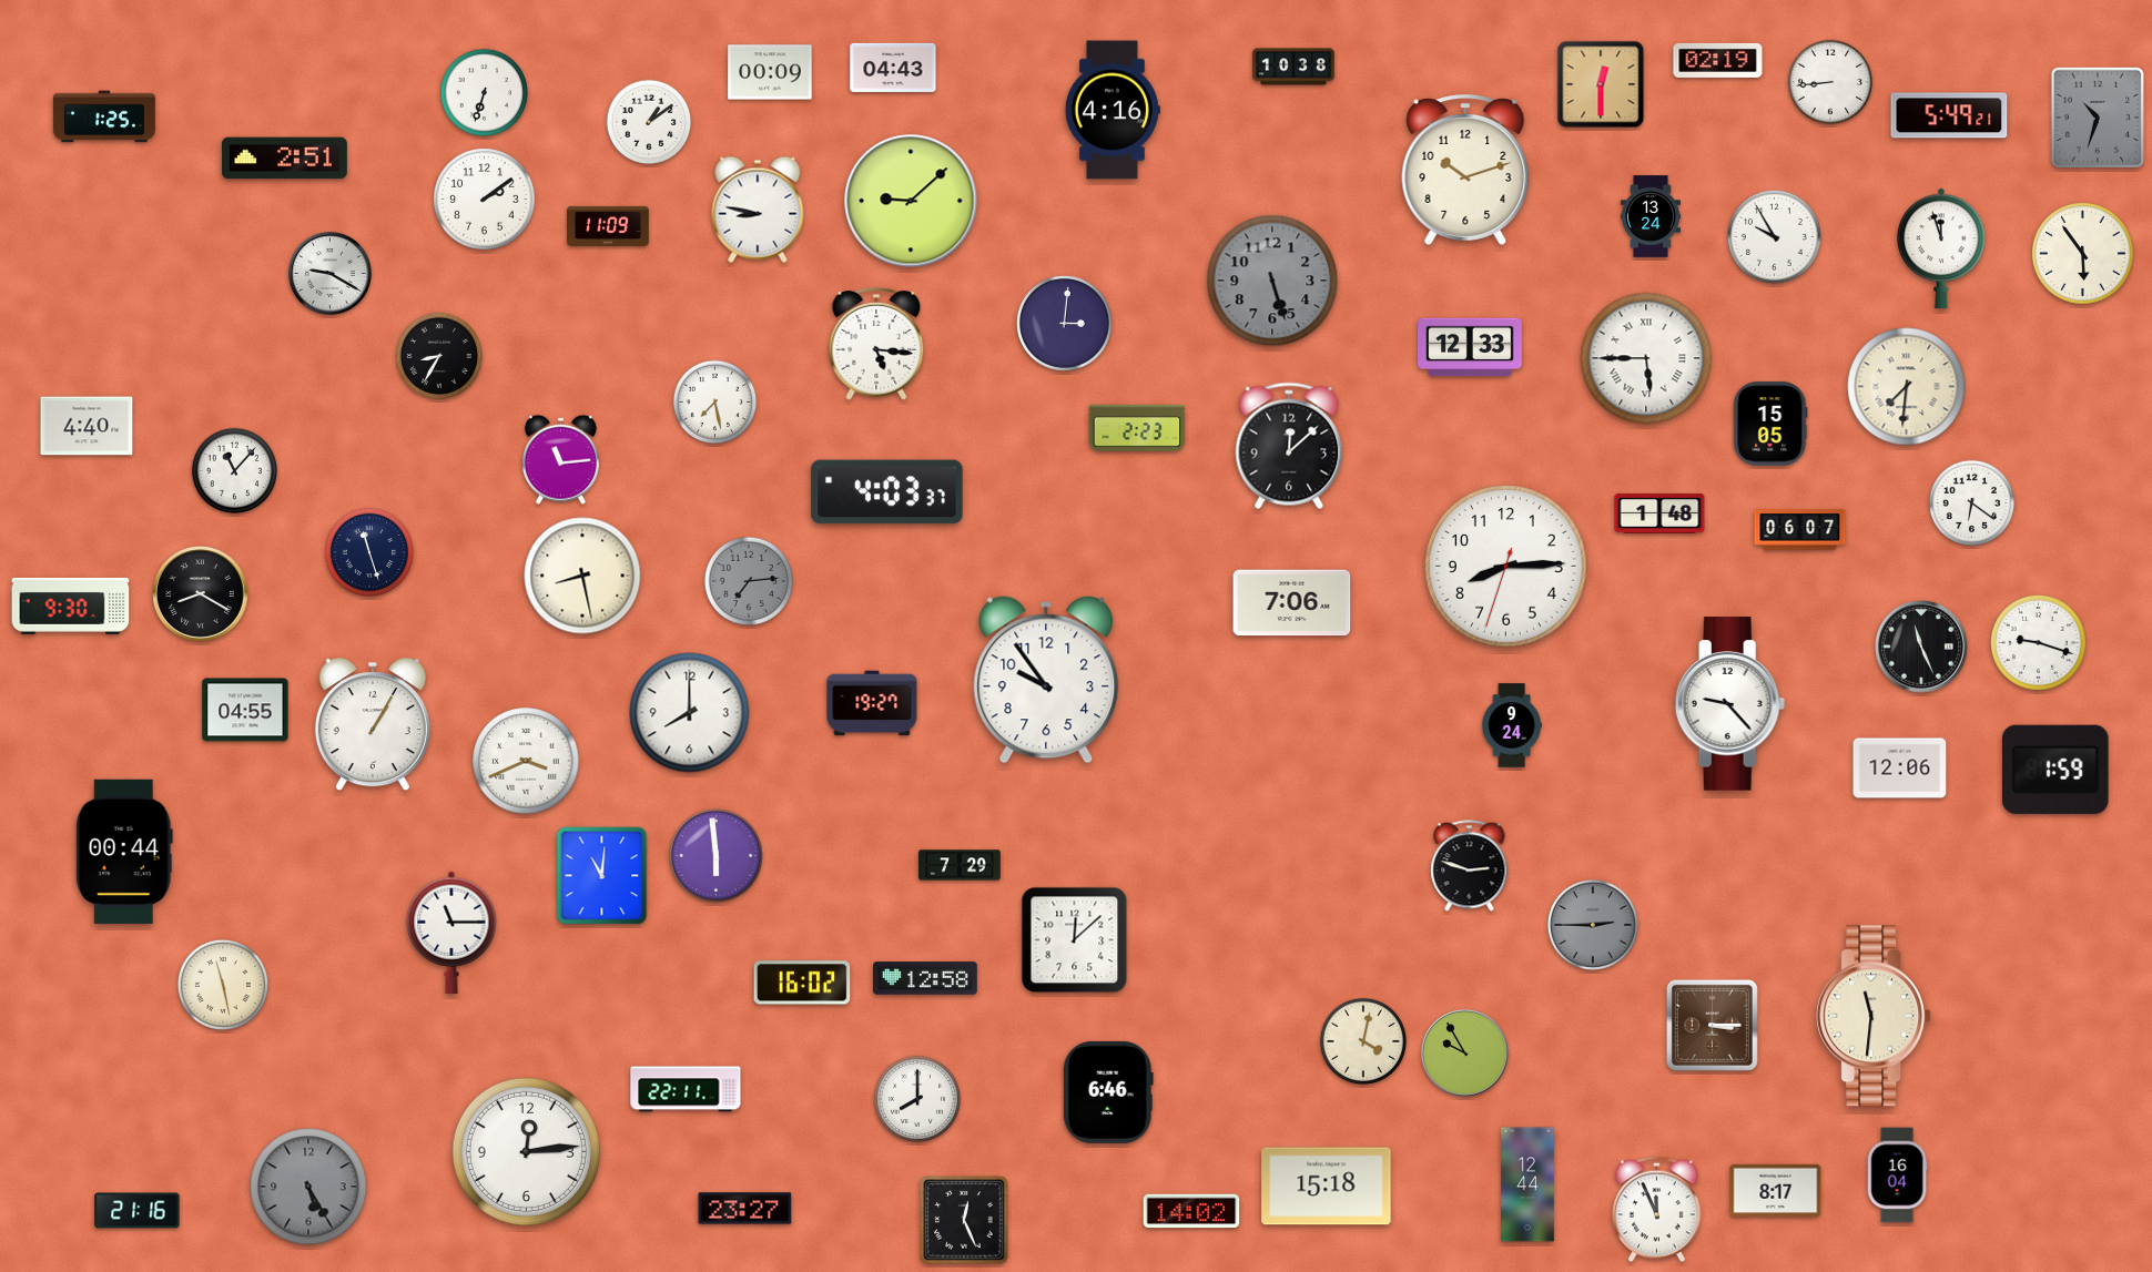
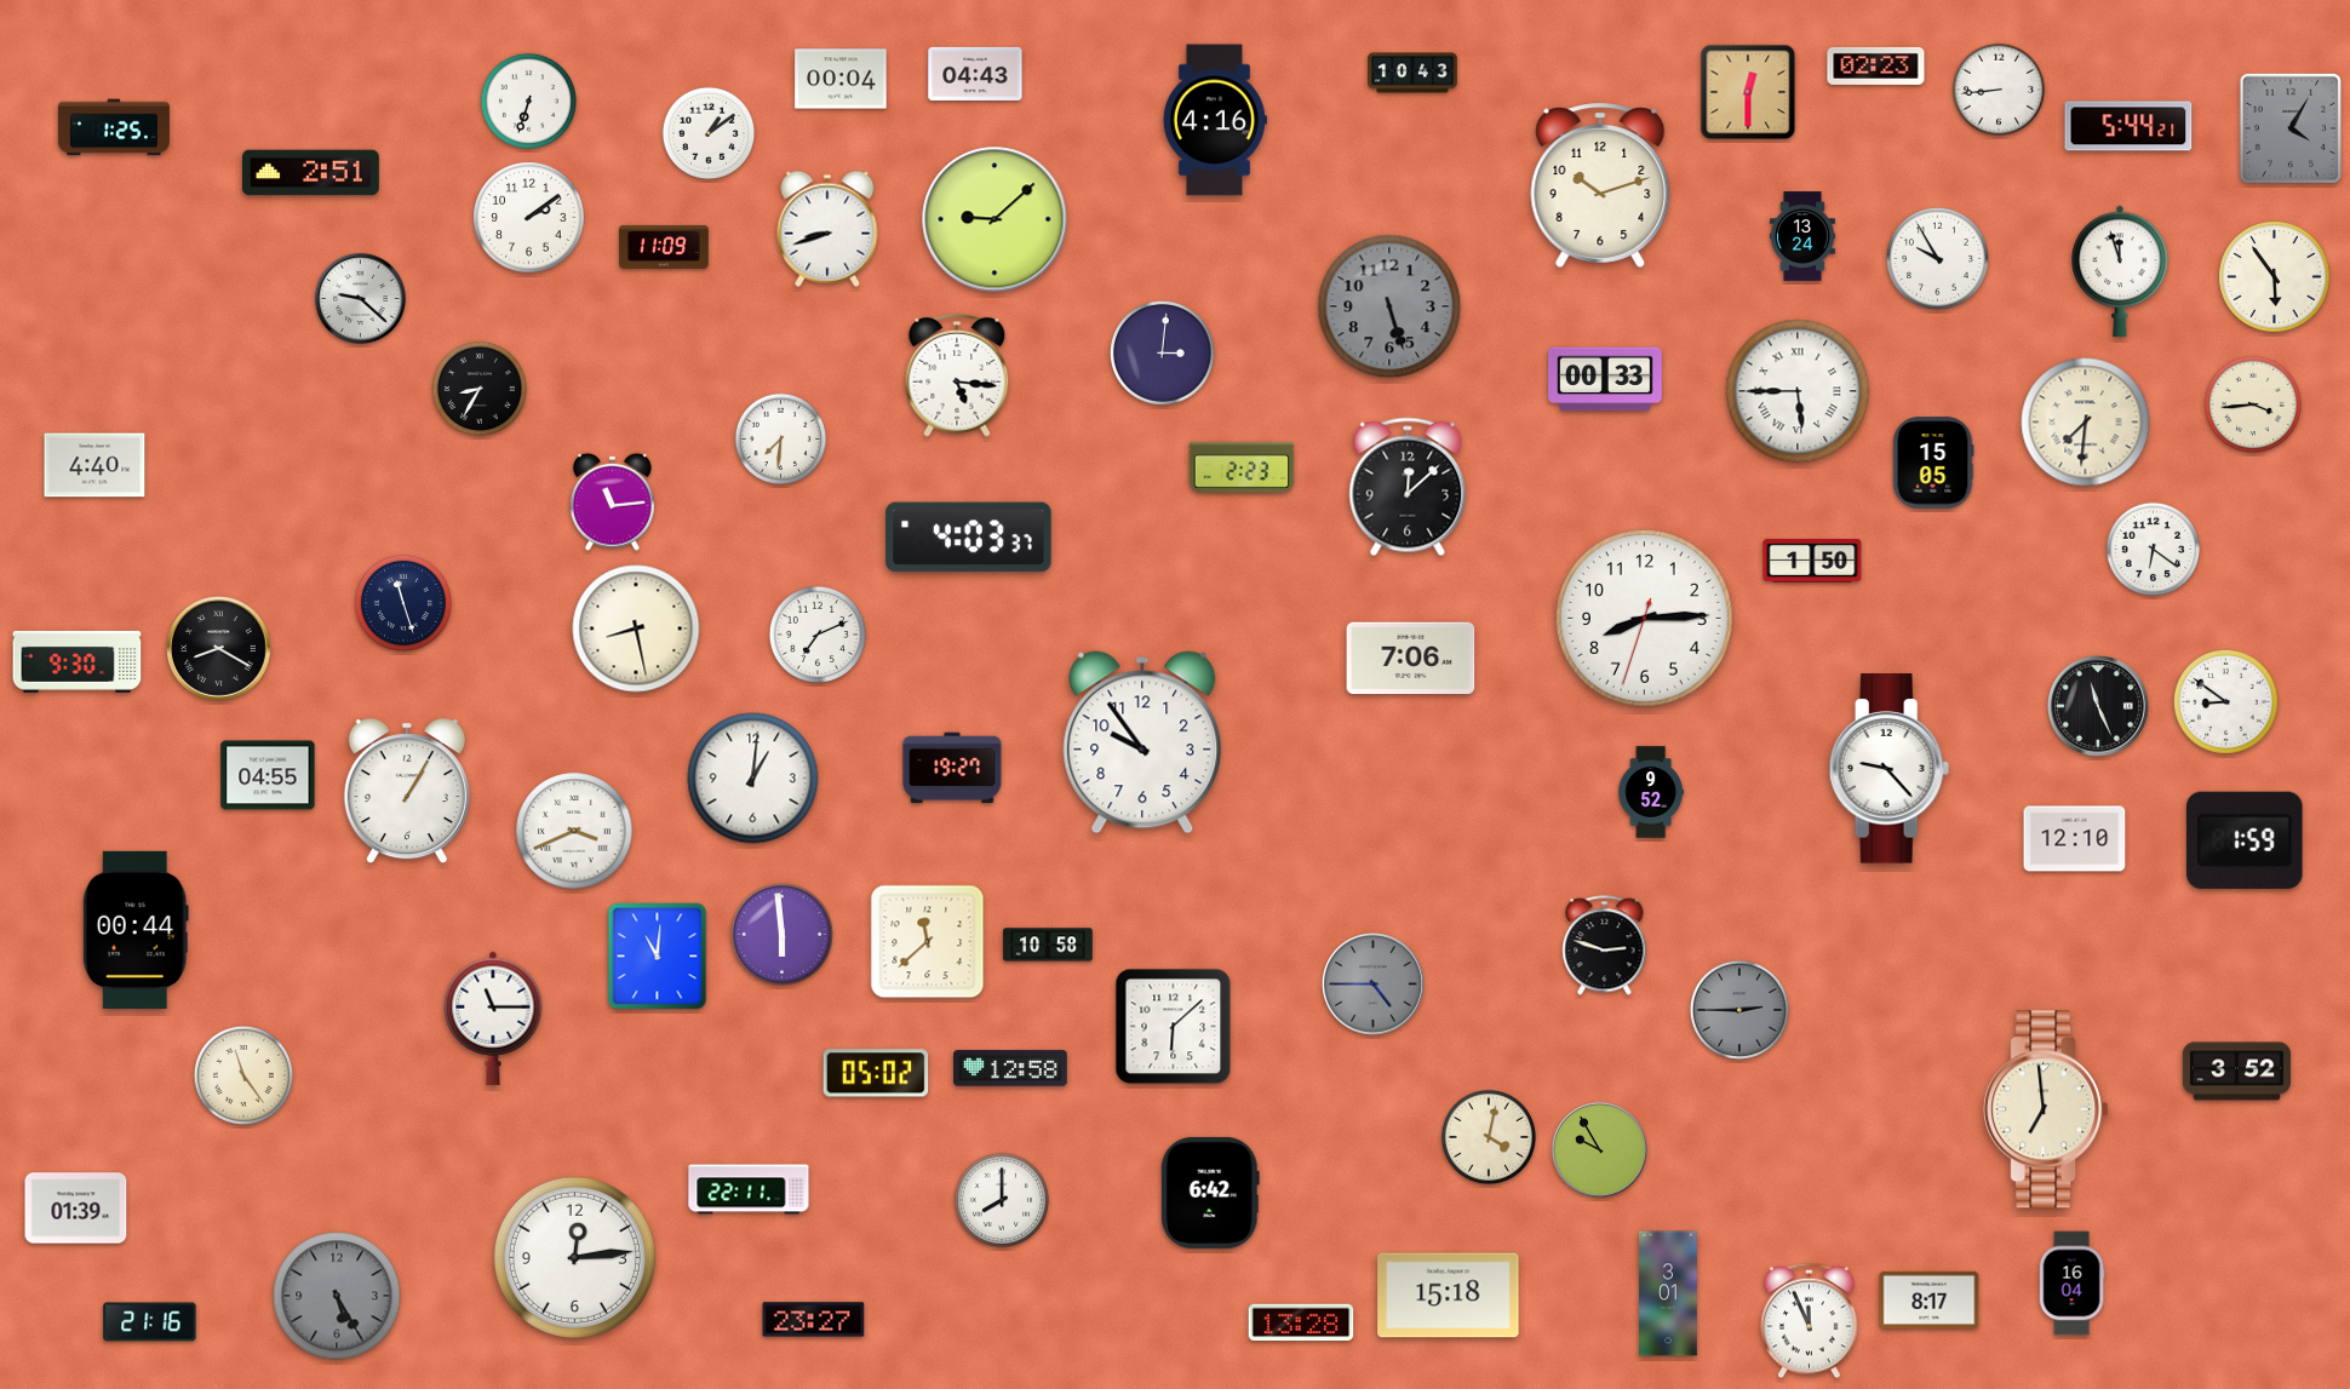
clock at (1718, 60): 02:19 -> 02:23
clock at (1293, 67): 10:38 -> 10:43
clock at (770, 72): 00:09 -> 00:04
clock at (1949, 115): 5:49 -> 5:44
clock at (2098, 118): 10:33 -> 4:05
clock at (758, 210): 8:47 -> 8:42
clock at (329, 273): 9:20 -> 9:22
clock at (1470, 347): 12:33 -> 00:33
clock at (2253, 404): none -> 3:44
clock at (1907, 387) position: (1907, 387) -> (2086, 423)
clock at (715, 403): 7:28 -> 7:31
clock at (235, 471): 11:07 -> none
clock at (1659, 513): 1:48 -> 1:50
clock at (1800, 530): 06:07 -> none
clock at (749, 581): 7:14 -> 7:11
clock at (749, 581) dial: grey -> white
clock at (2038, 642): 9:18 -> 8:51
clock at (690, 713): 8:00 -> 1:01
clock at (1512, 725): 9:24 -> 9:52
clock at (1900, 769): 12:06 -> 12:10
clock at (928, 942): none -> 11:38
clock at (960, 865): 7:29 -> 10:58
clock at (1374, 985): none -> 4:45
clock at (1075, 940): 12:08 -> 6:08
clock at (2236, 1072): none -> 3:52
clock at (802, 983): 16:02 -> 05:02
clock at (223, 985): 11:28 -> 11:24
clock at (1874, 1016): 11:31 -> 6:59
clock at (1712, 1025): 3:15 -> none
clock at (1108, 1092): 6:46 -> 6:42
clock at (76, 1209): none -> 01:39
clock at (1527, 1184): 12:44 -> 3:01
clock at (1776, 1190) position: (1776, 1190) -> (1930, 1299)
clock at (1191, 1211): 14:02 -> 13:28
clock at (964, 1220): 12:26 -> none
